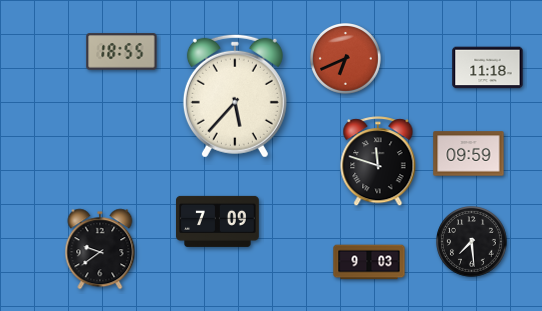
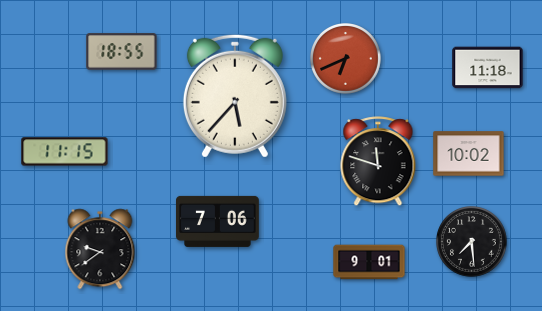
clock at (65, 152): none -> 11:15
clock at (469, 154): 09:59 -> 10:02
clock at (218, 221): 7:09 -> 7:06
clock at (369, 262): 9:03 -> 9:01
